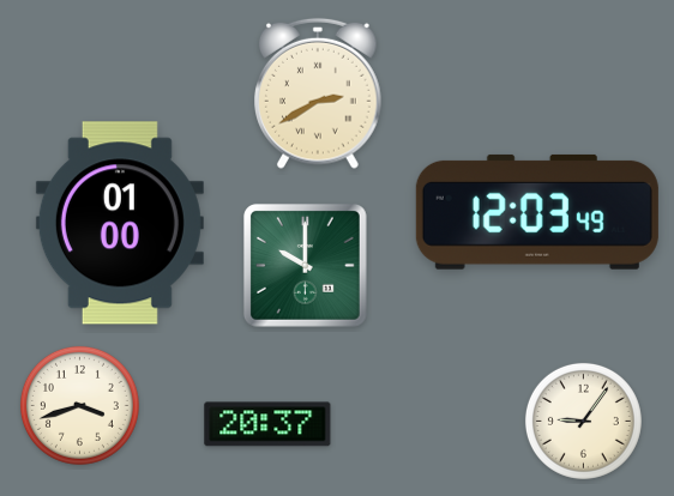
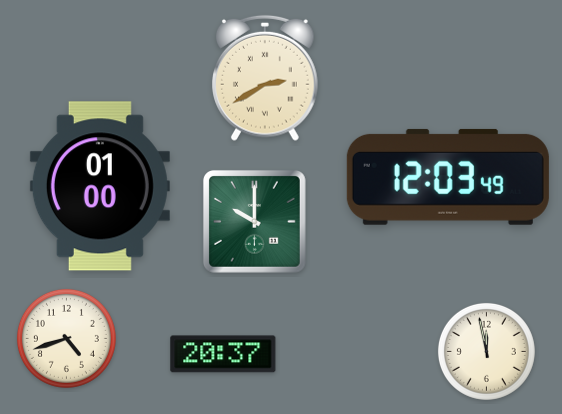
clock at (79, 405): 3:42 -> 4:42
clock at (583, 421): 9:06 -> 11:58
